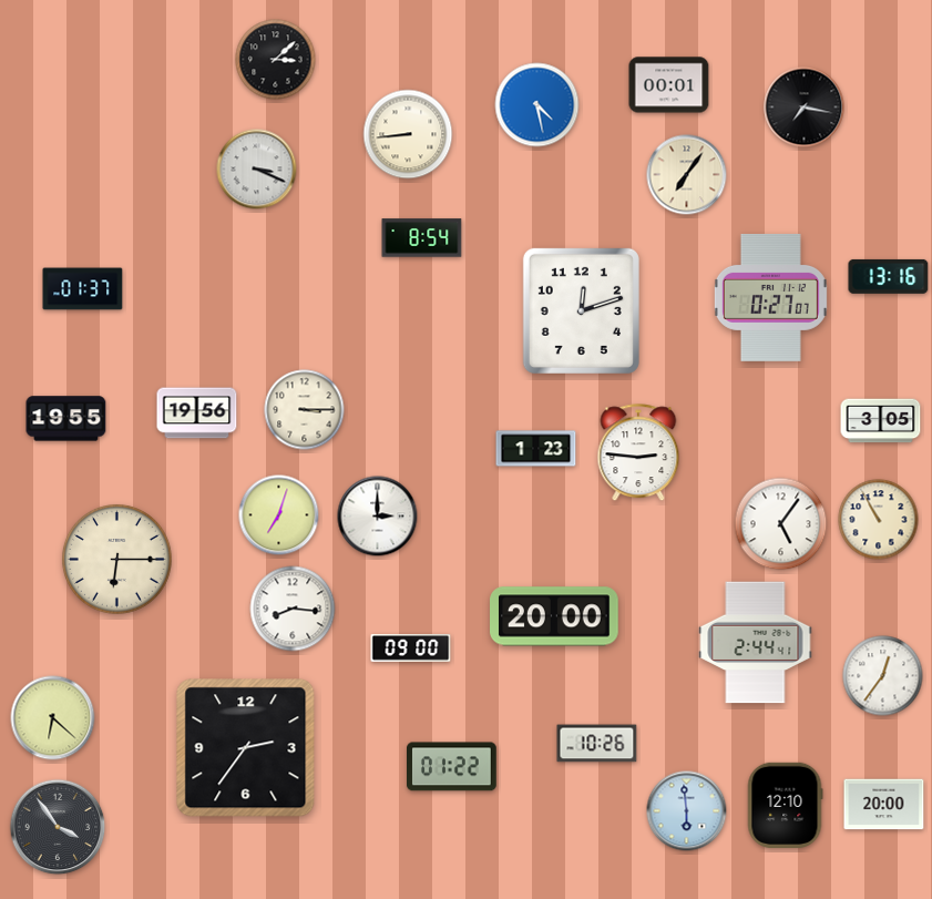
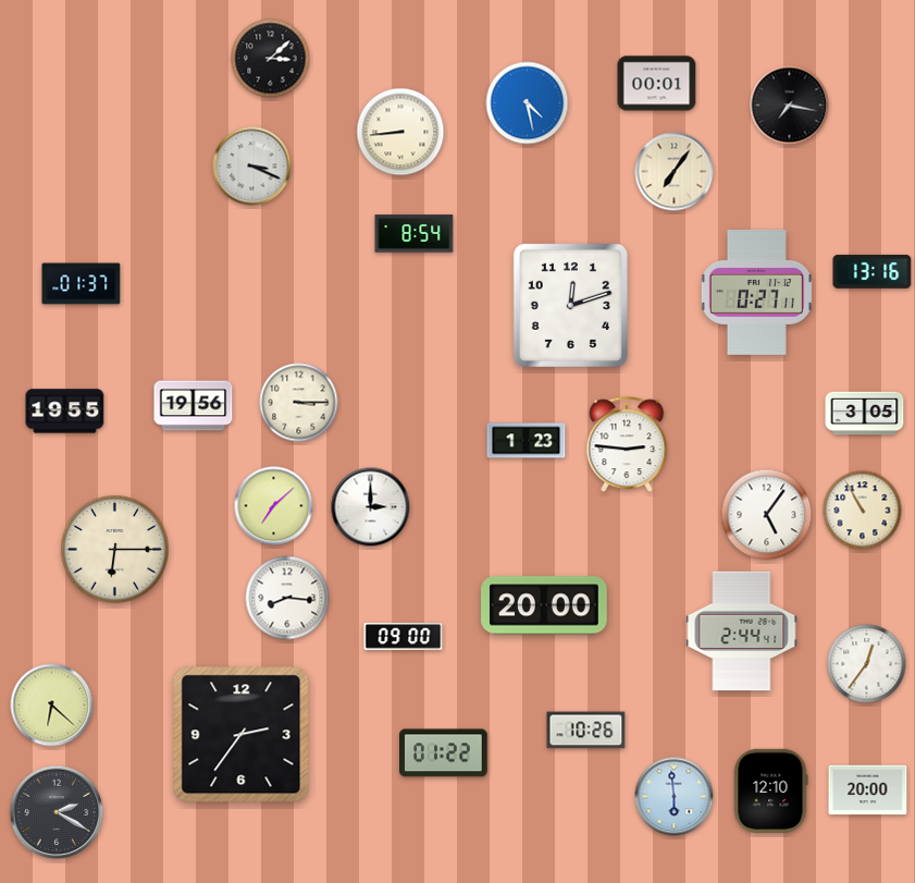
clock at (770, 297): 0:27:07 -> 0:27:11
clock at (279, 515): 7:03 -> 7:08
clock at (58, 827): 3:54 -> 2:20
